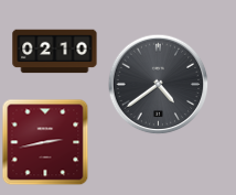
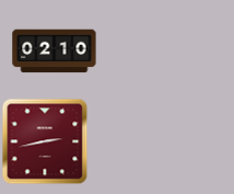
clock at (158, 84): 4:39 -> none
